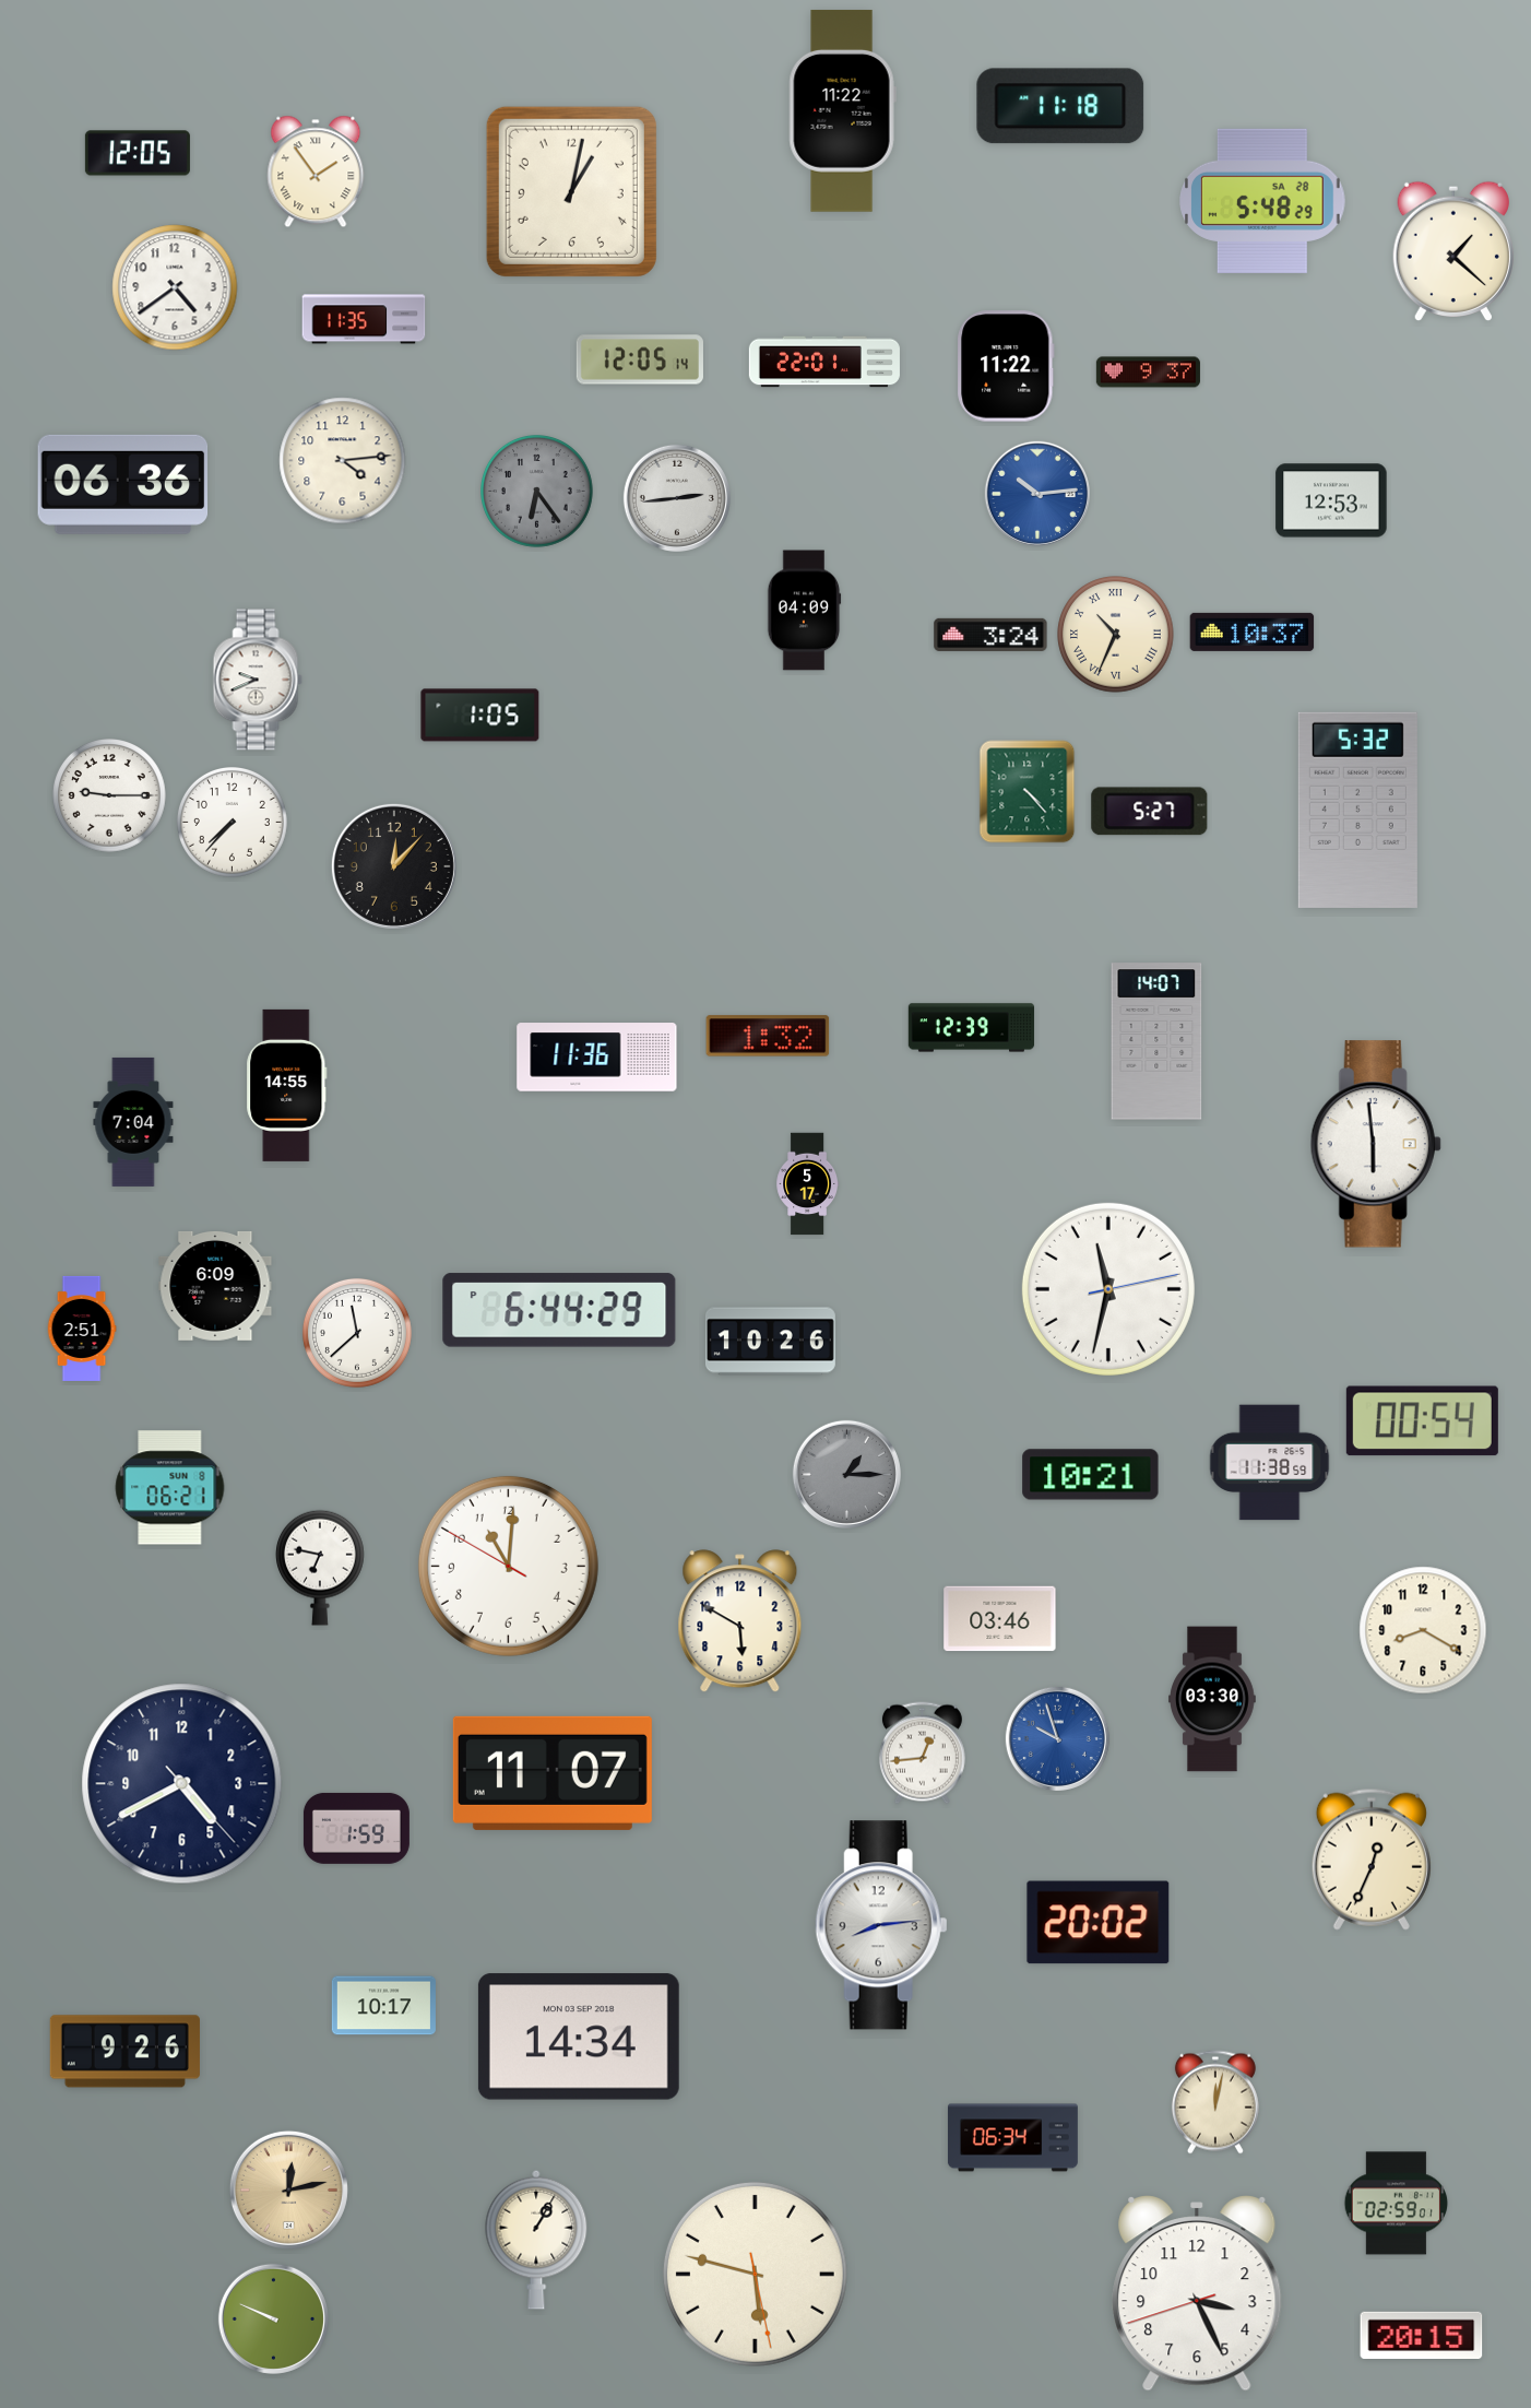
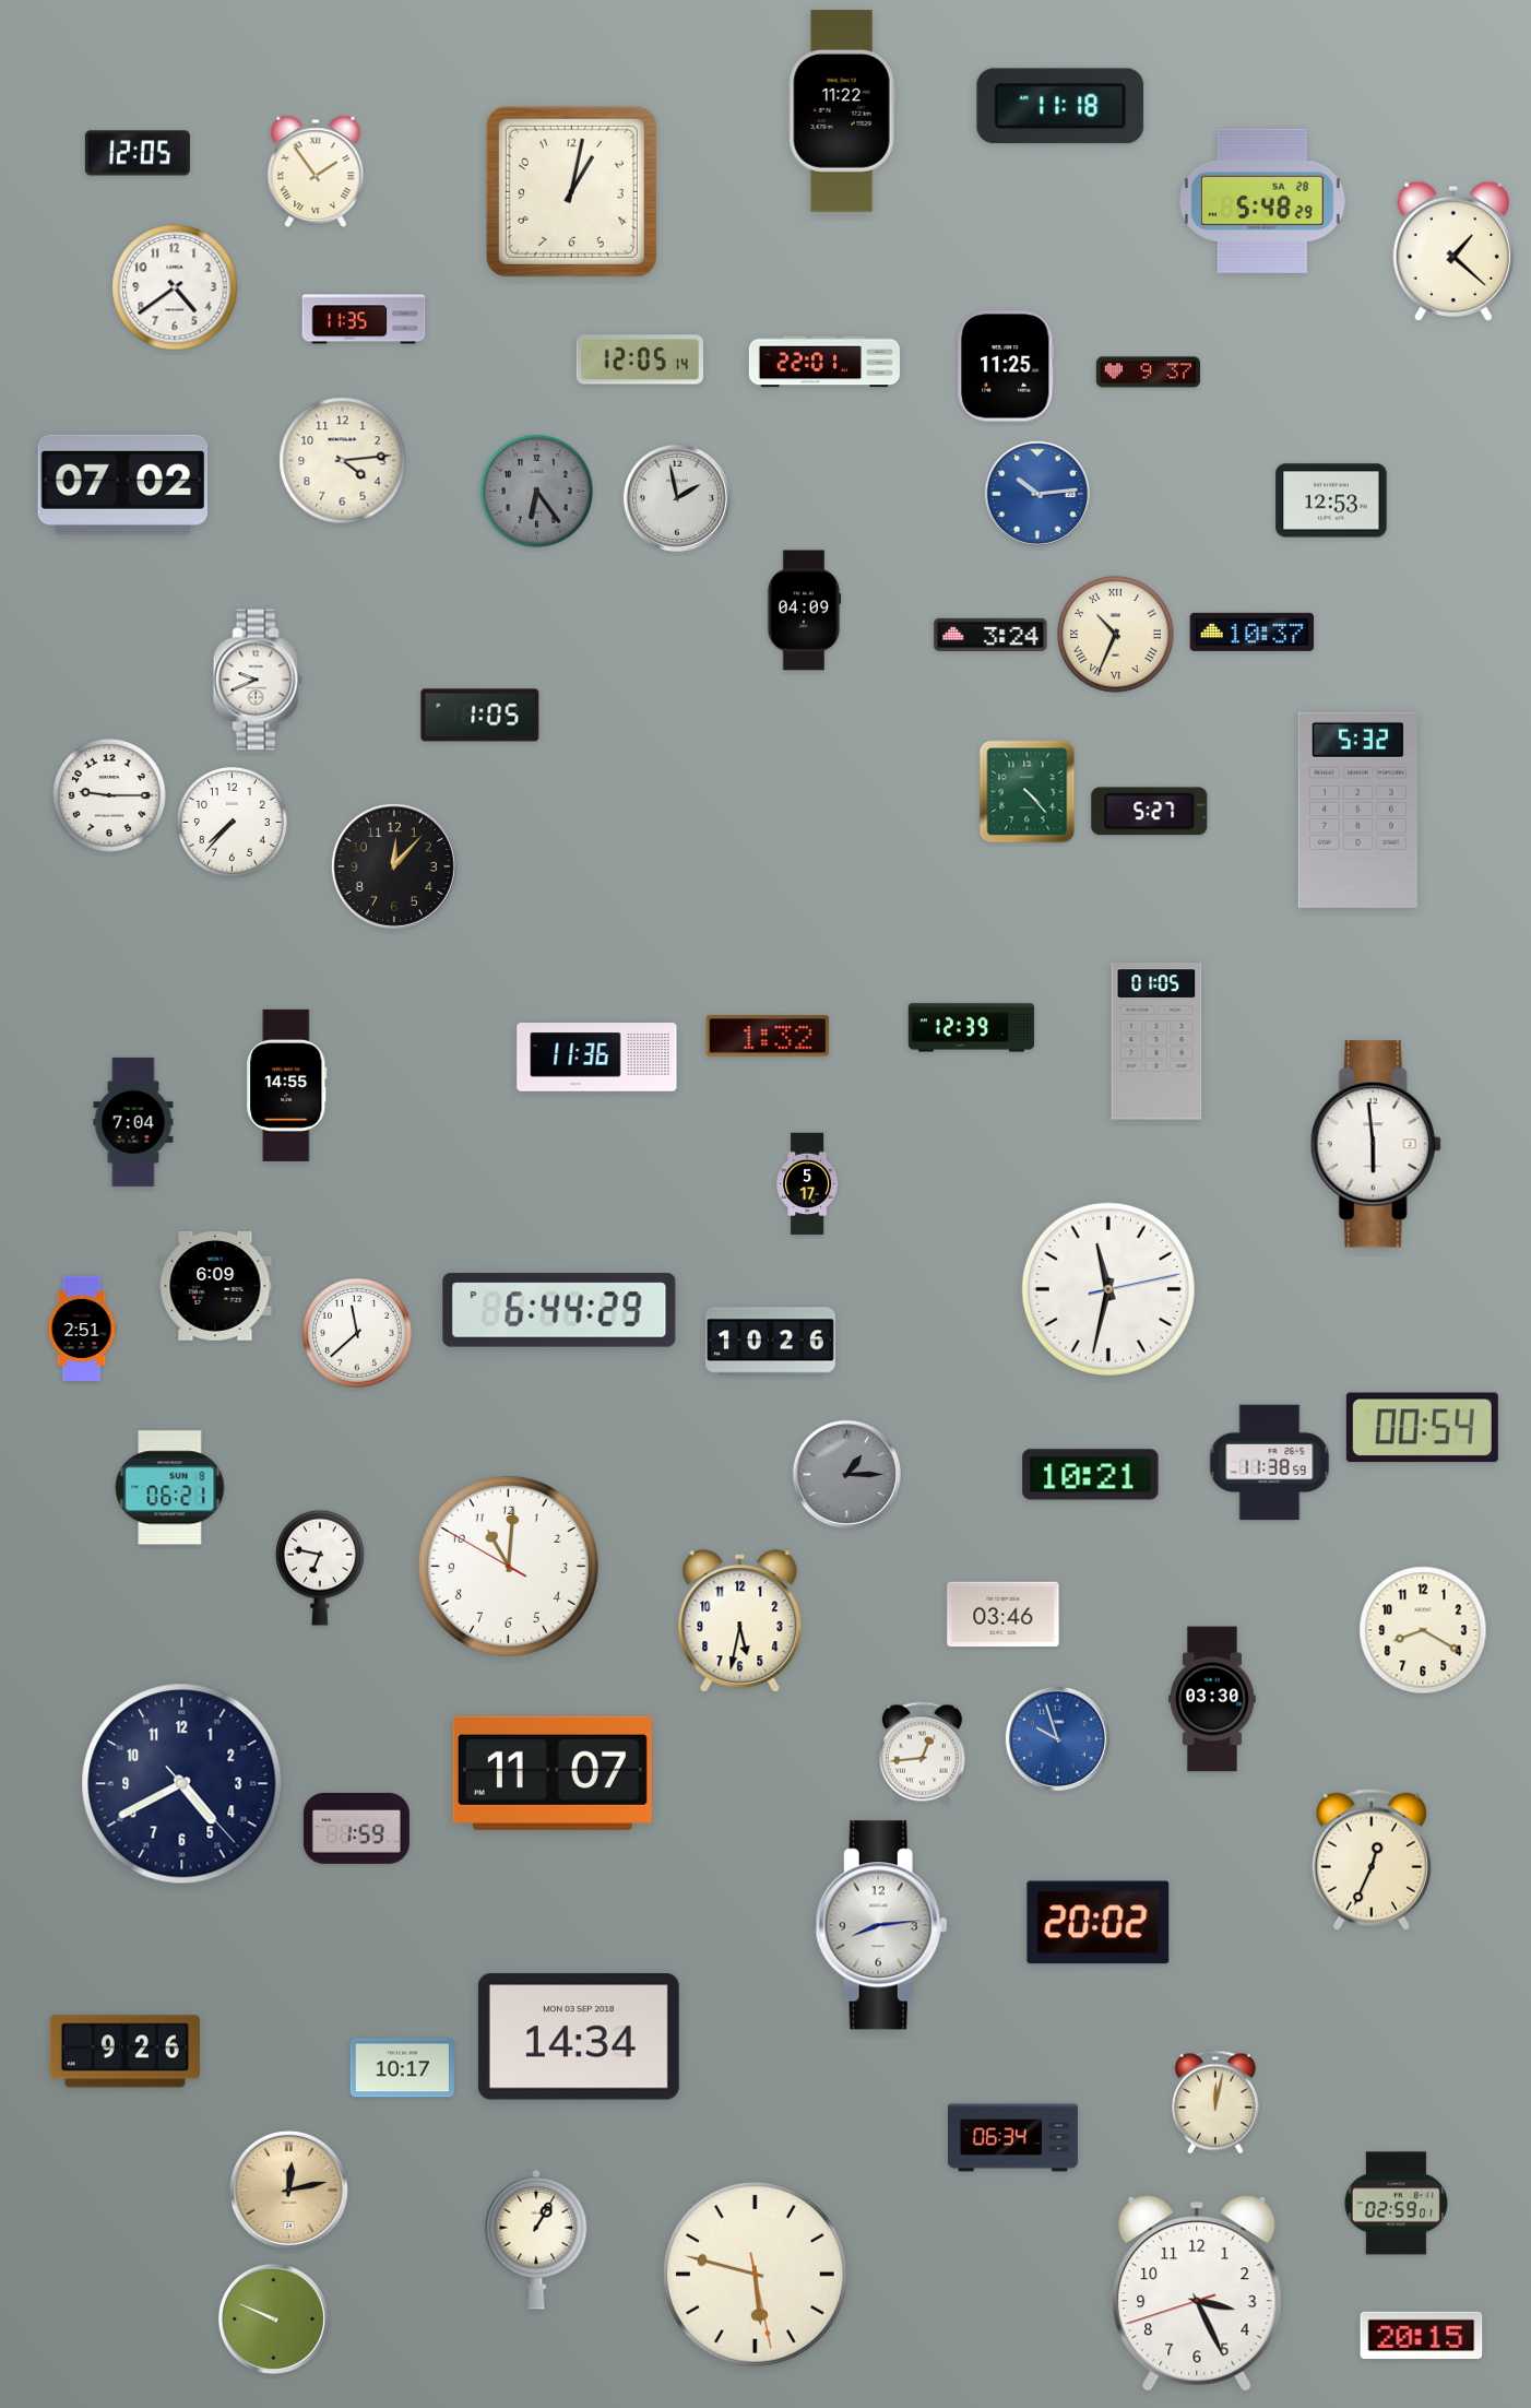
clock at (1006, 366): 11:22 -> 11:25
clock at (123, 484): 06:36 -> 07:02
clock at (677, 498): 2:44 -> 1:58
clock at (1156, 1041): 14:07 -> 01:05
clock at (1422, 1421) position: (1422, 1421) -> (1422, 1428)
clock at (1000, 1619) position: (1000, 1619) -> (1004, 1615)
clock at (740, 1621): 5:50 -> 5:32
clock at (383, 2006) position: (383, 2006) -> (402, 2068)
